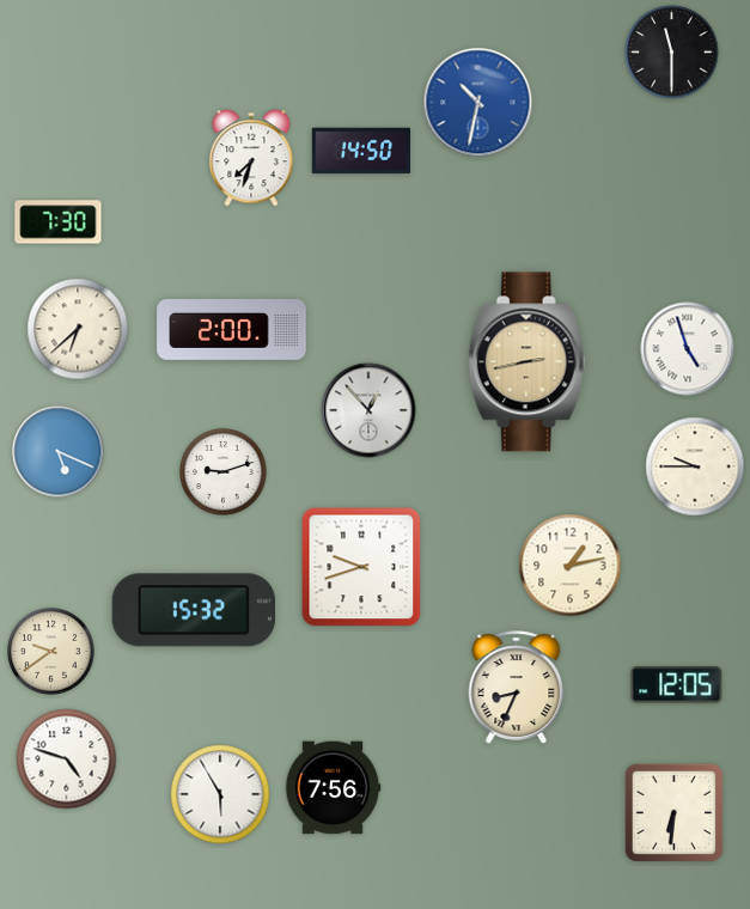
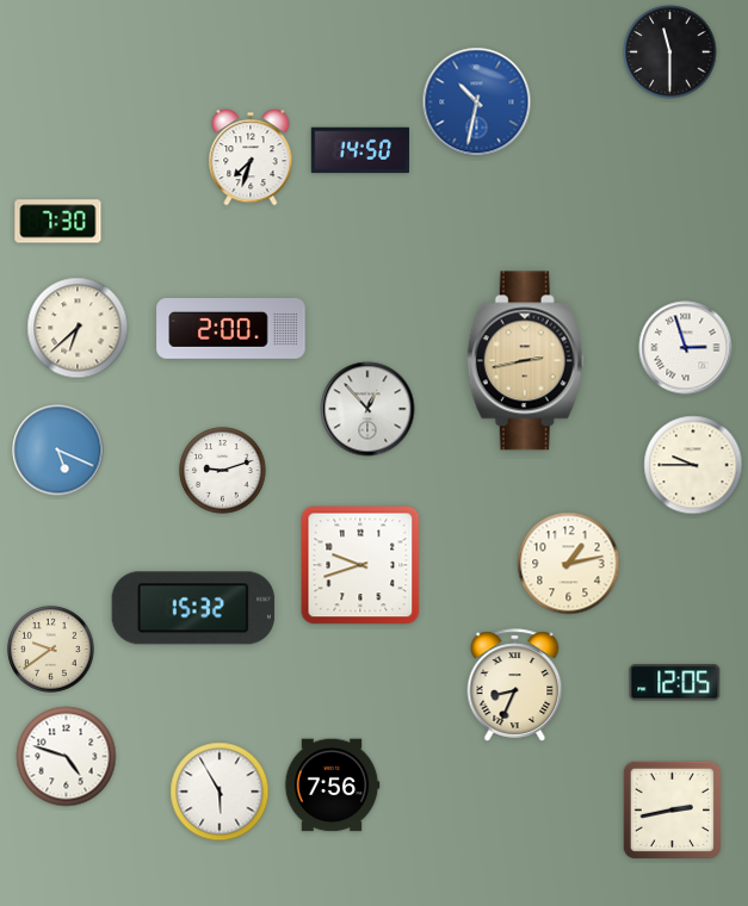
clock at (688, 349): 4:57 -> 2:57
clock at (673, 812): 6:31 -> 2:43
